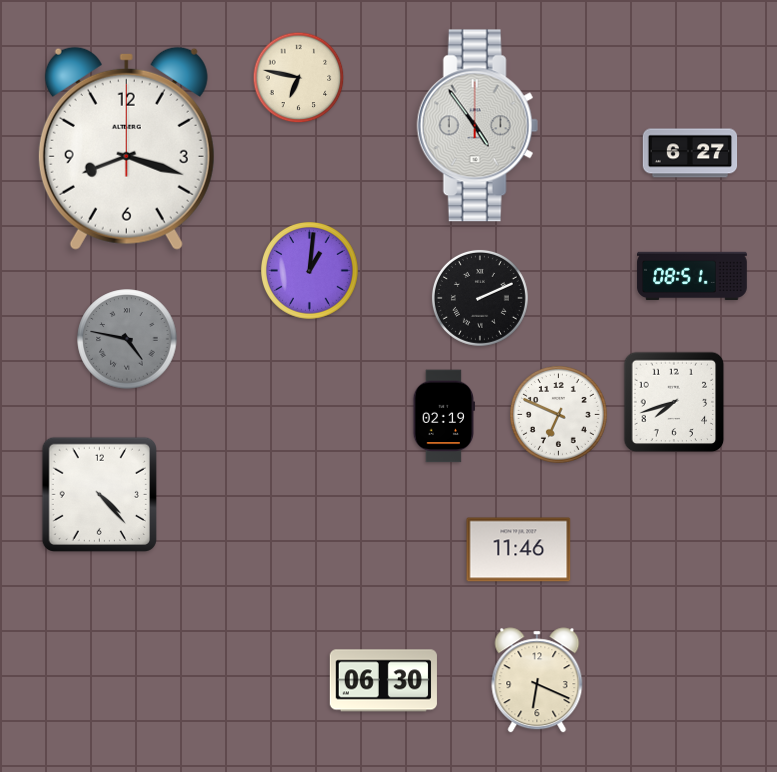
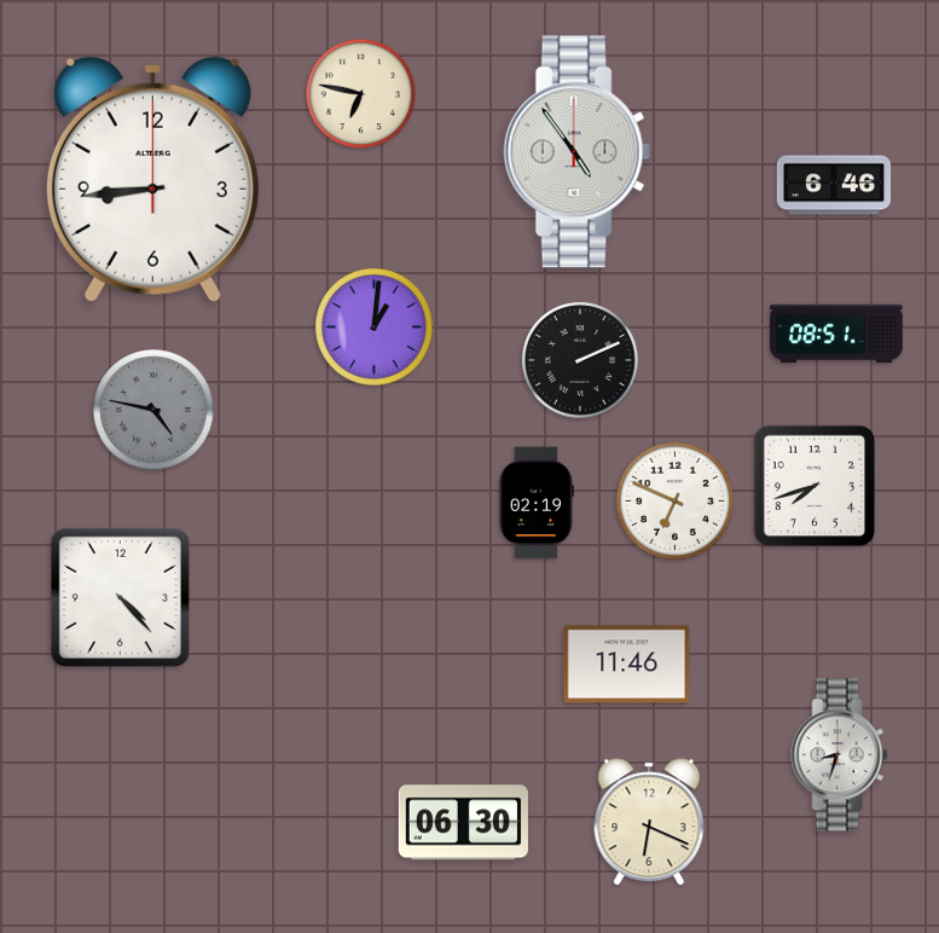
clock at (126, 148): 8:18 -> 8:44
clock at (690, 153): 6:27 -> 6:46
clock at (840, 755): none -> 8:33
